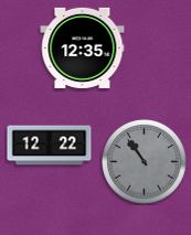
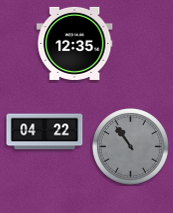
clock at (50, 146): 12:22 -> 04:22
